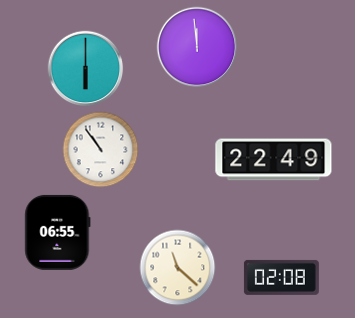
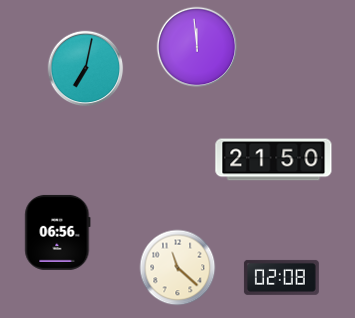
clock at (86, 69): 6:00 -> 7:02
clock at (101, 150): 10:54 -> none
clock at (274, 160): 22:49 -> 21:50
clock at (58, 232): 06:55 -> 06:56
